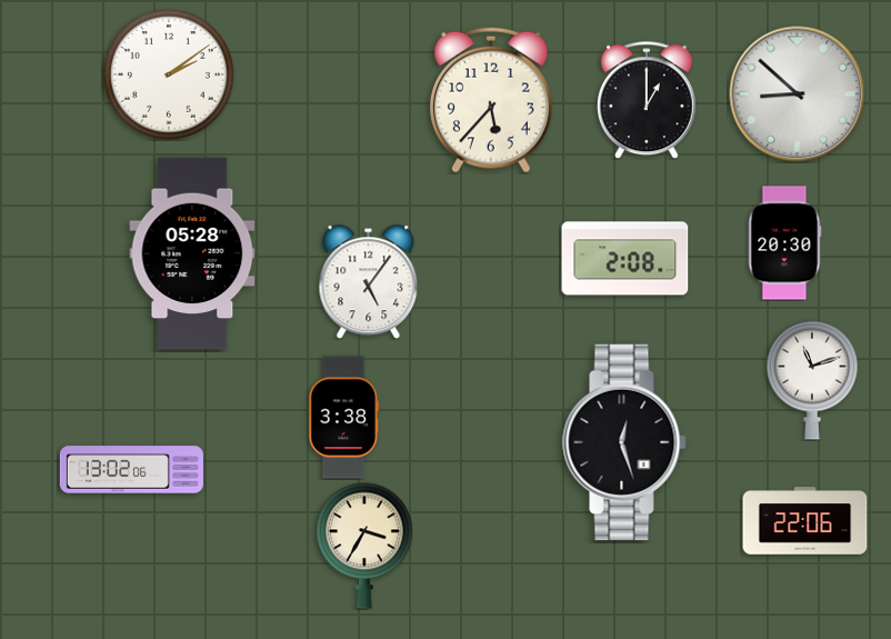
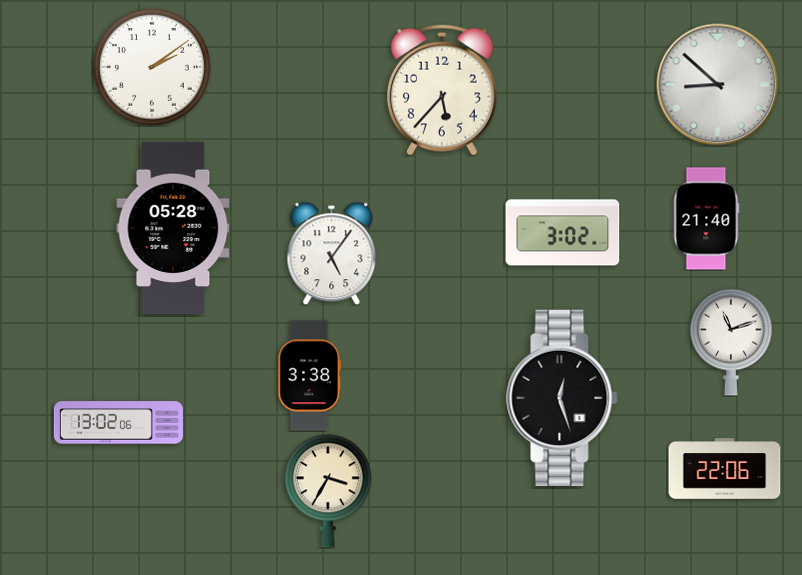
clock at (647, 100): 1:00 -> none
clock at (784, 243): 20:30 -> 21:40
clock at (625, 259): 2:08 -> 3:02
